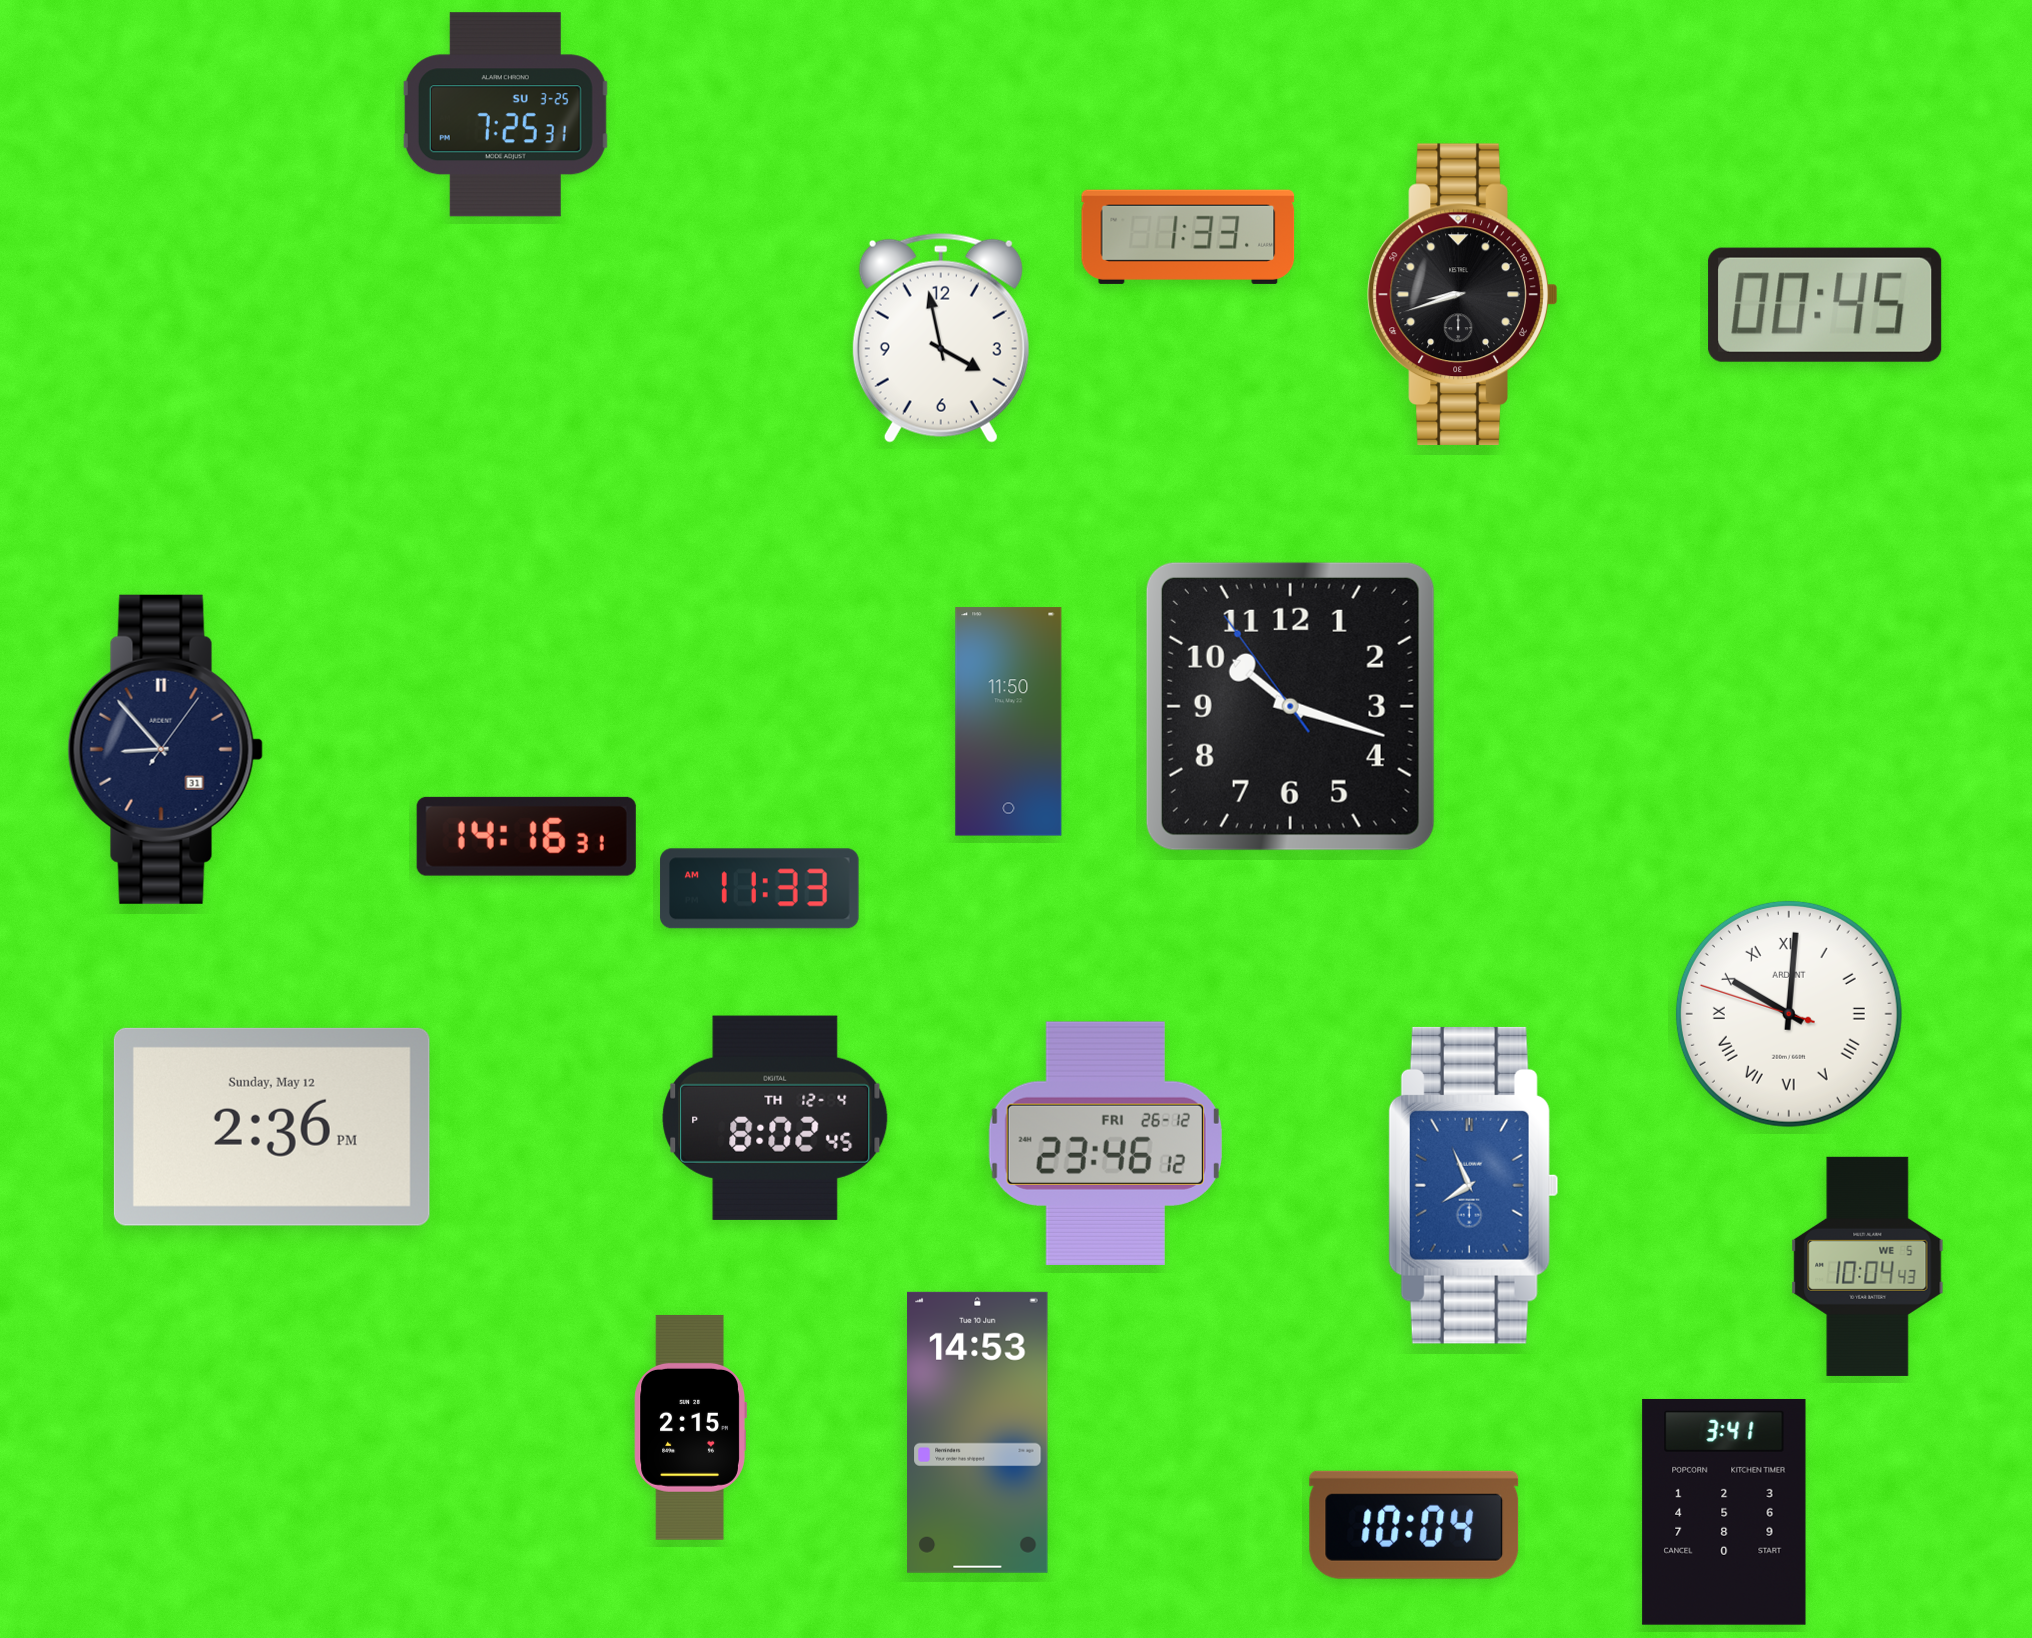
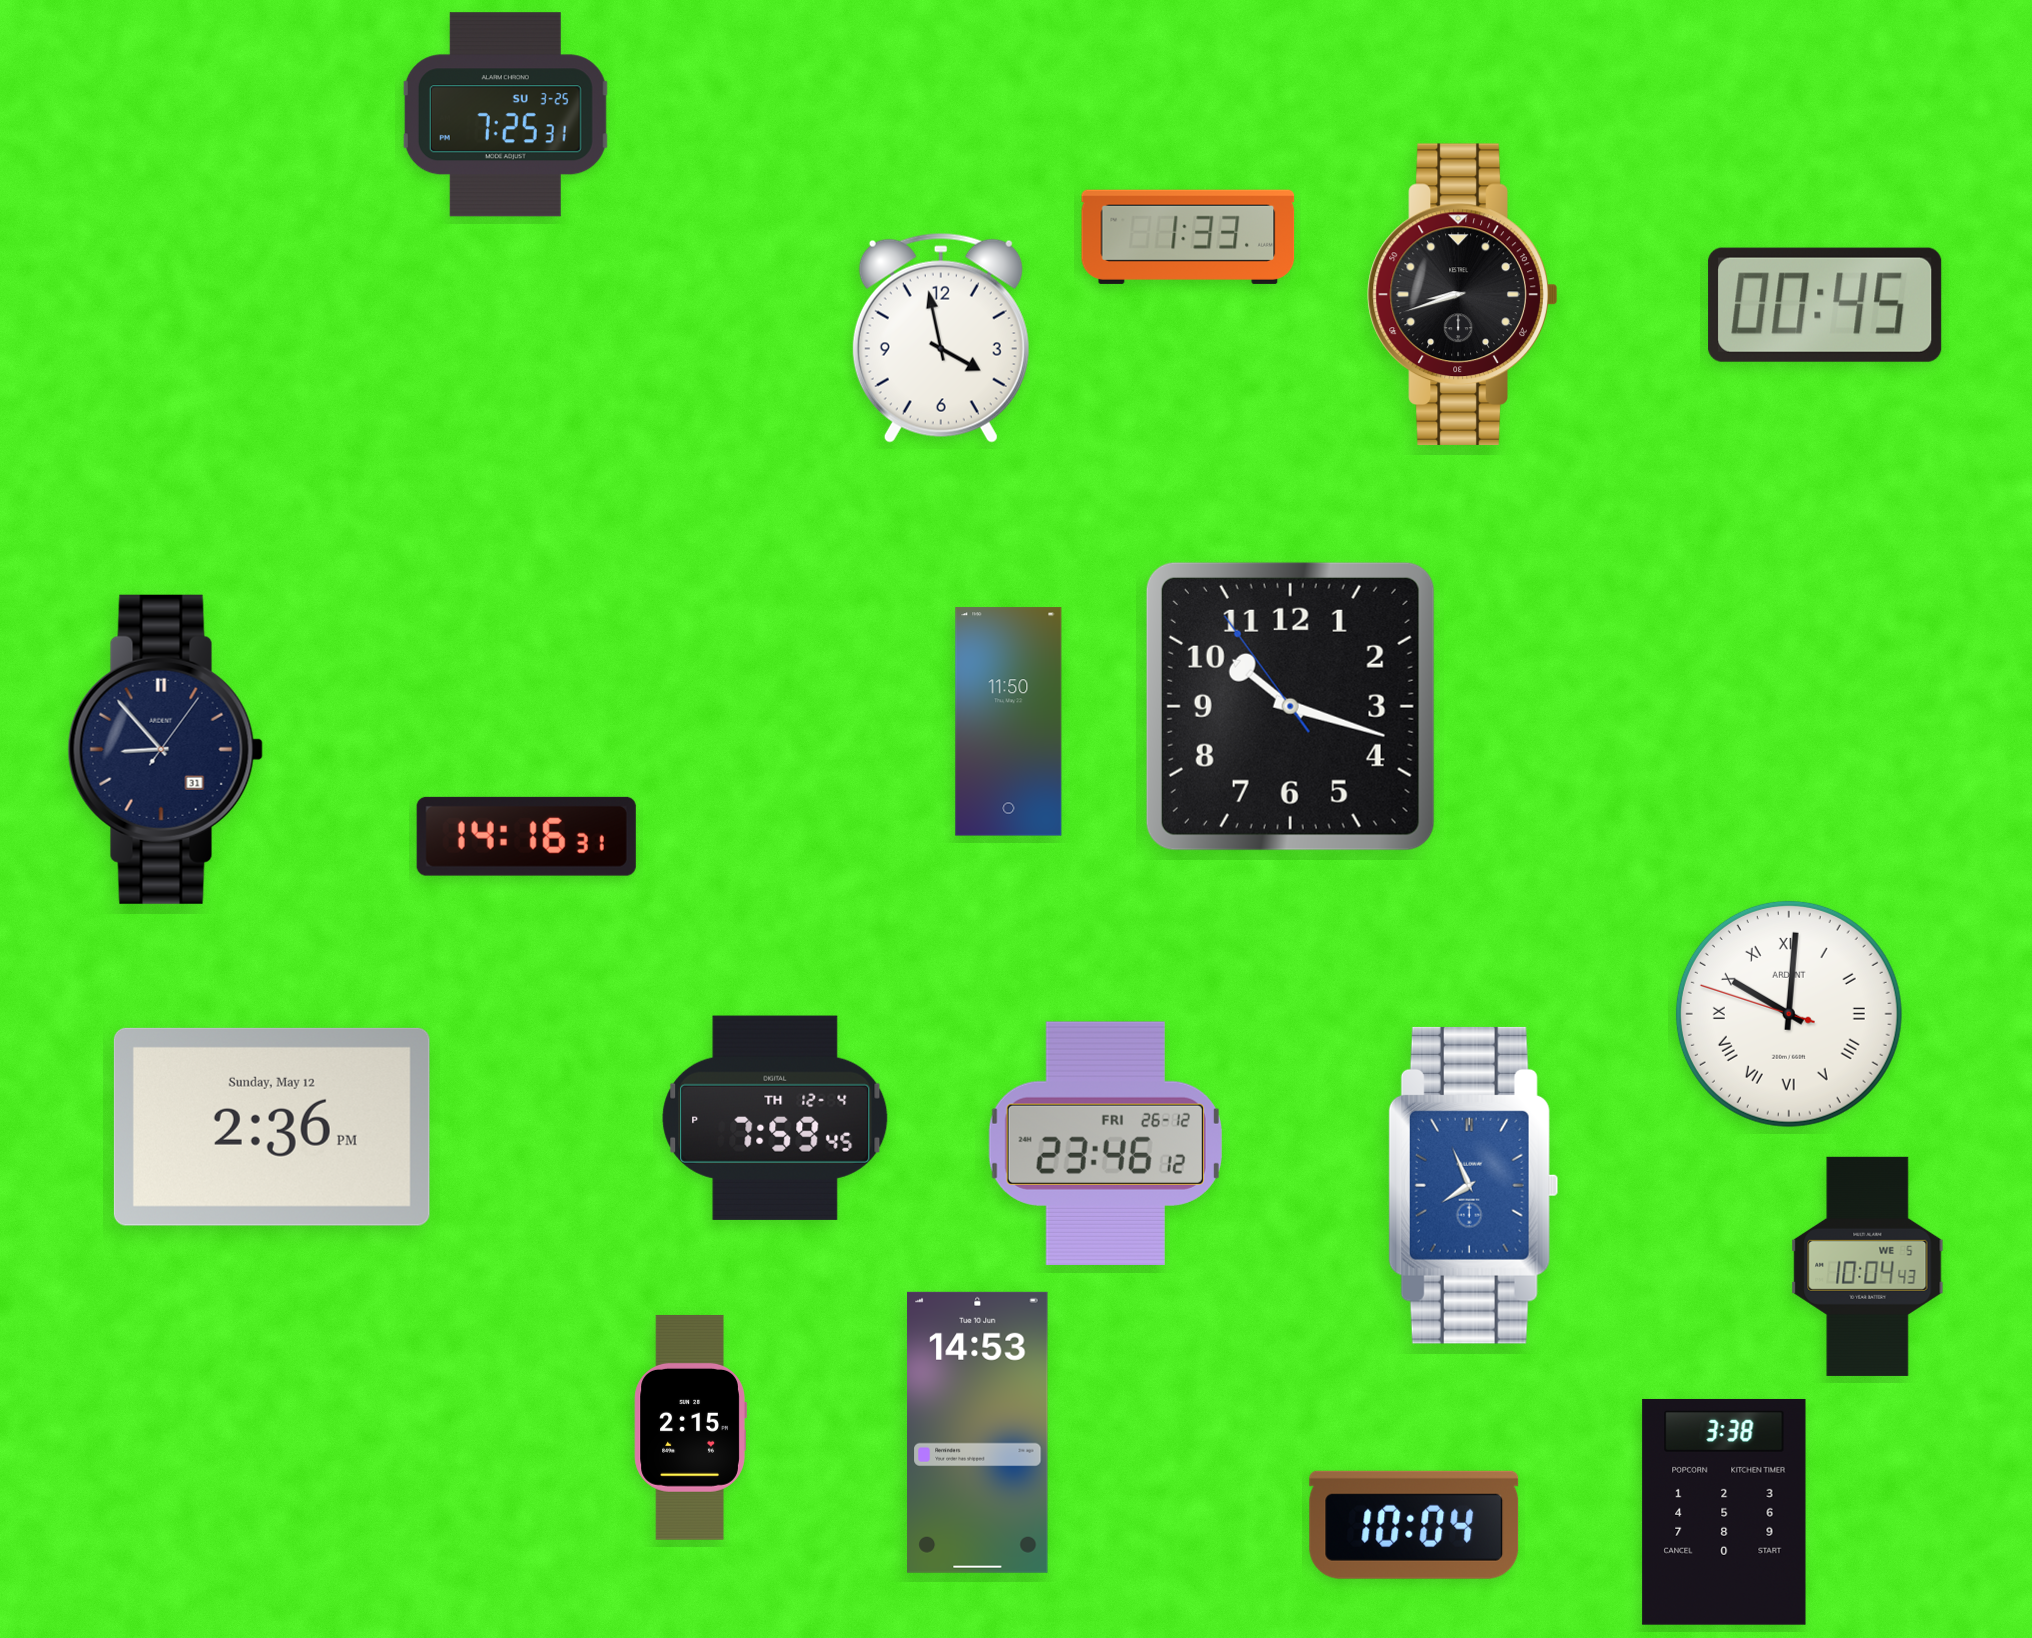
clock at (760, 889): 11:33 -> none
clock at (775, 1118): 8:02 -> 7:59
clock at (1724, 1512): 3:41 -> 3:38
